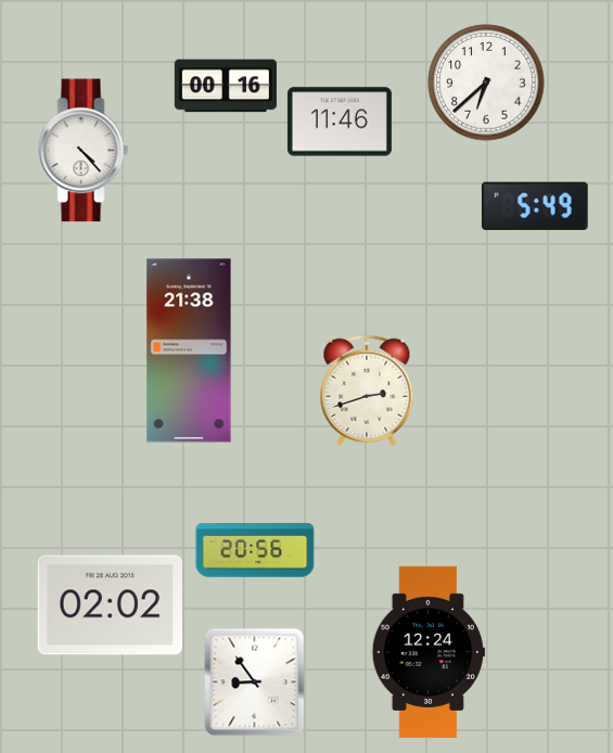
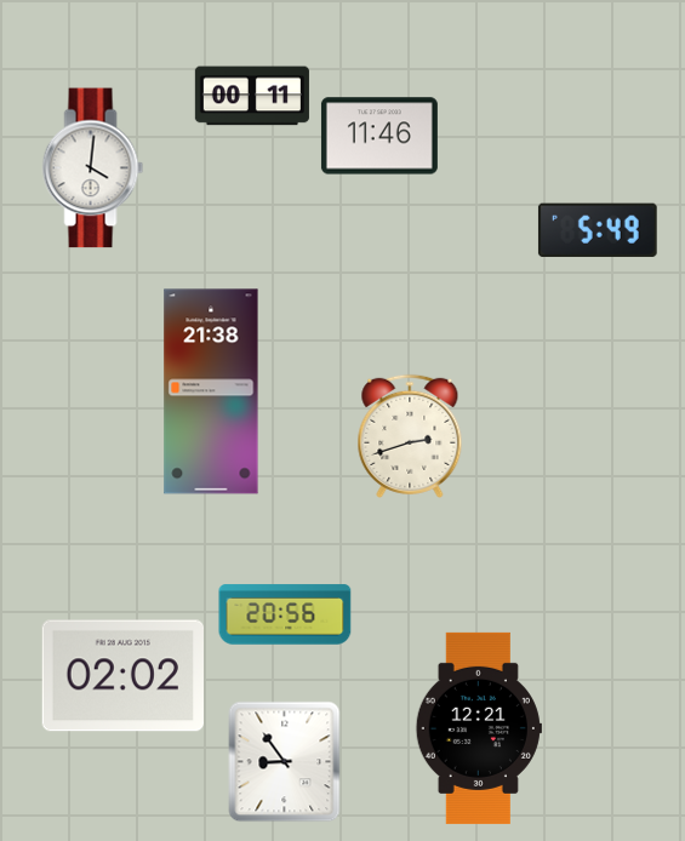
clock at (486, 82): 6:38 -> none
clock at (226, 86): 00:16 -> 00:11
clock at (84, 151): 4:23 -> 4:01
clock at (429, 652): 12:24 -> 12:21
